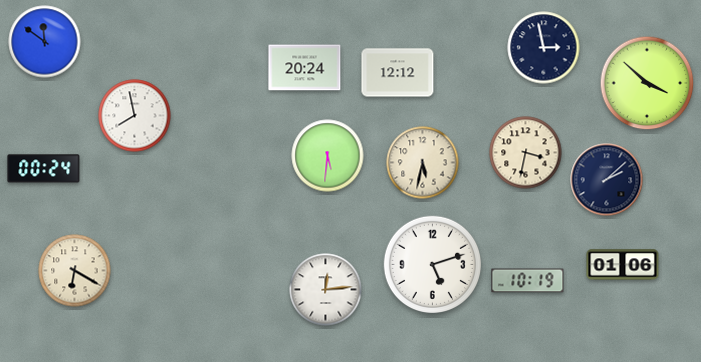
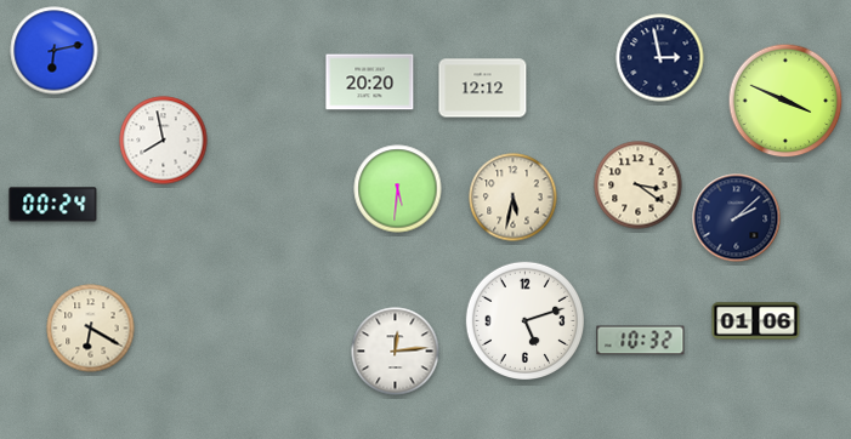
clock at (45, 42): 11:51 -> 6:13
clock at (305, 68): 20:24 -> 20:20
clock at (647, 83): 3:52 -> 3:49
clock at (526, 153): 3:32 -> 3:21
clock at (528, 281): 10:19 -> 10:32
